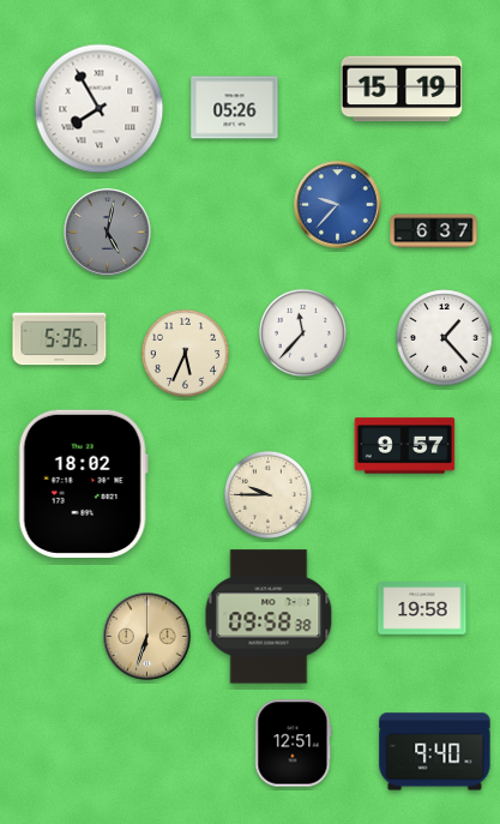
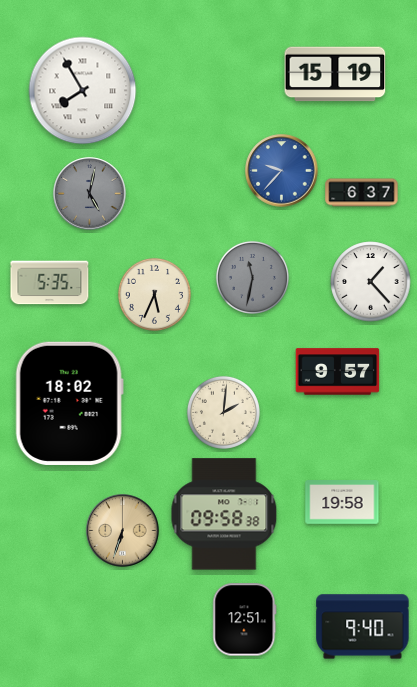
clock at (235, 108): 05:26 -> none
clock at (302, 332): 11:37 -> 11:32
clock at (302, 332) dial: white -> grey
clock at (267, 494): 9:45 -> 2:01
clock at (422, 608) position: (422, 608) -> (342, 502)
